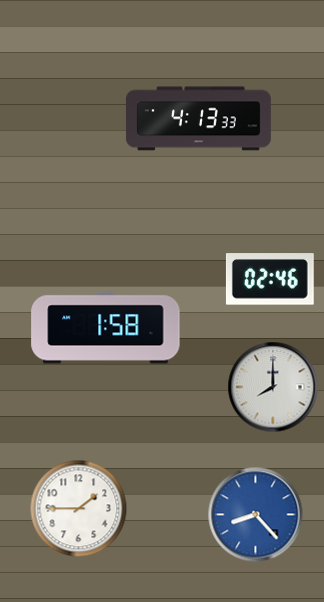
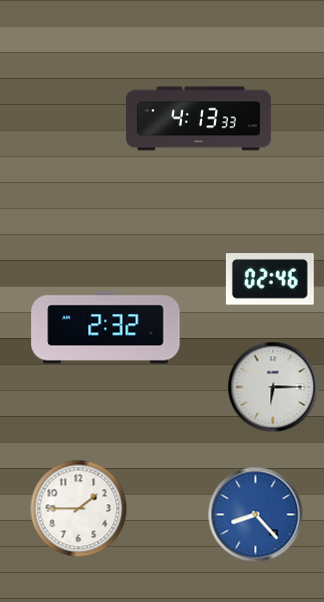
clock at (106, 328): 1:58 -> 2:32
clock at (273, 387): 8:00 -> 6:15
